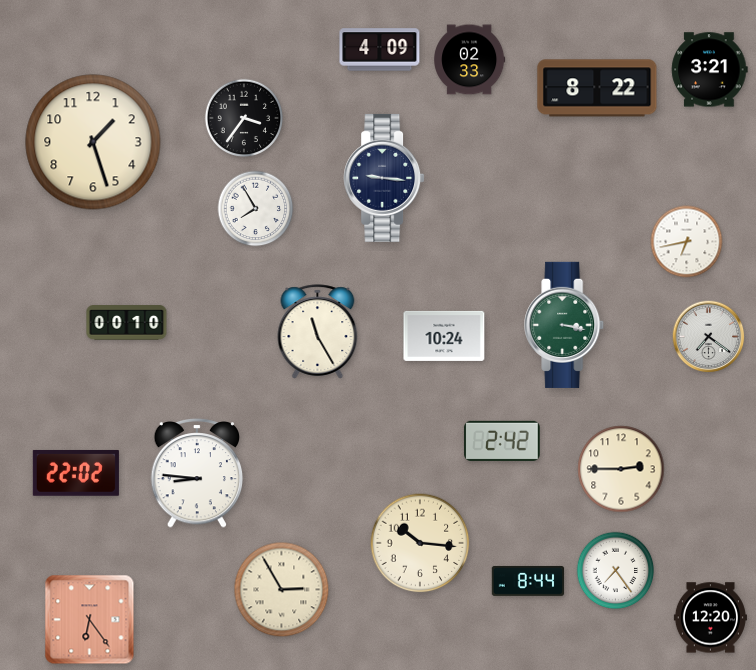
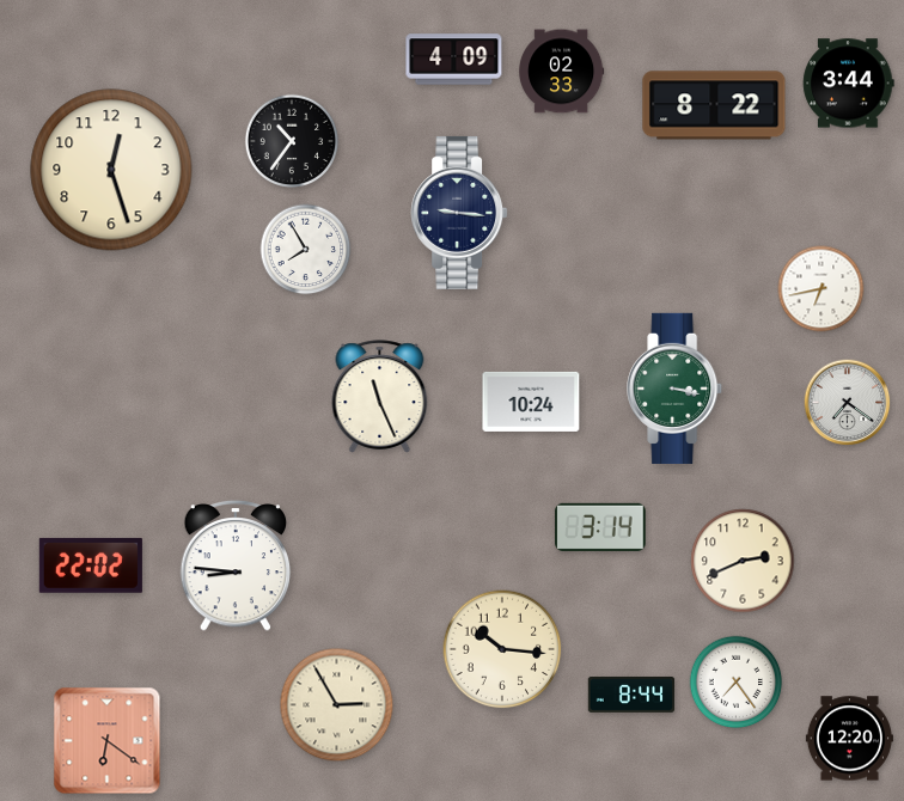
clock at (710, 70): 3:21 -> 3:44
clock at (244, 118): 3:36 -> 10:36
clock at (93, 142): 1:27 -> 12:27
clock at (127, 323): 00:10 -> none
clock at (318, 332): 11:25 -> 11:26
clock at (502, 441): 2:42 -> 3:14
clock at (621, 469): 2:45 -> 2:41
clock at (90, 620): 6:24 -> 6:21
